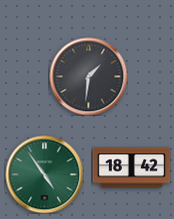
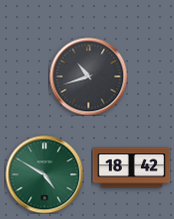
clock at (88, 76): 1:31 -> 10:42
clock at (44, 174): 4:54 -> 4:50
